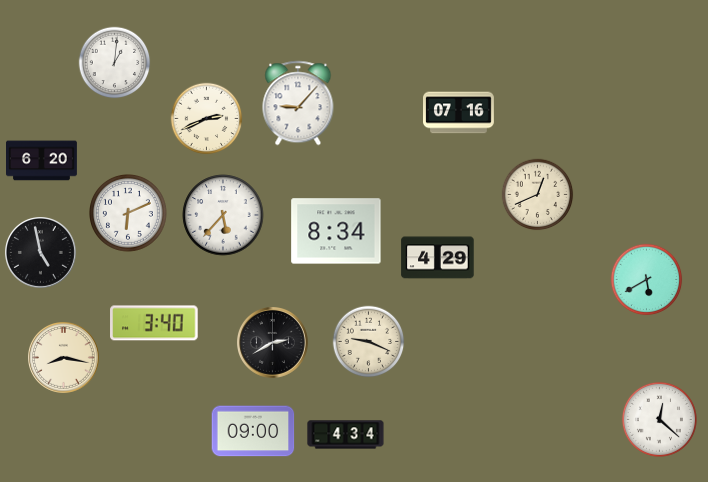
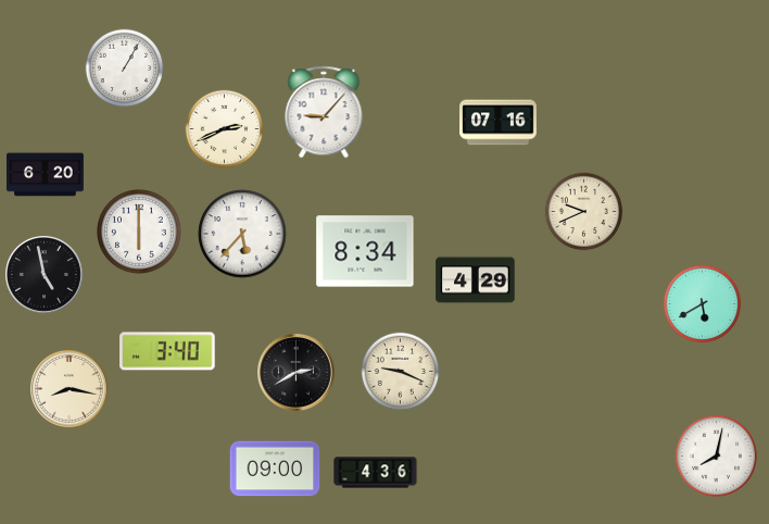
clock at (115, 63): 1:01 -> 1:05
clock at (538, 195): 12:41 -> 9:41
clock at (129, 214): 6:11 -> 6:00
clock at (659, 419): 12:22 -> 8:02
clock at (346, 435): 4:34 -> 4:36
